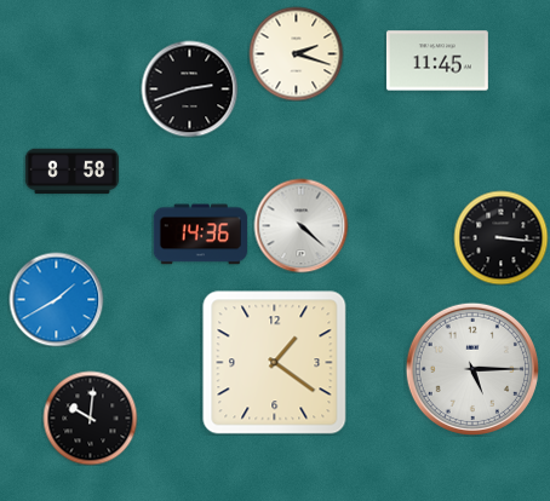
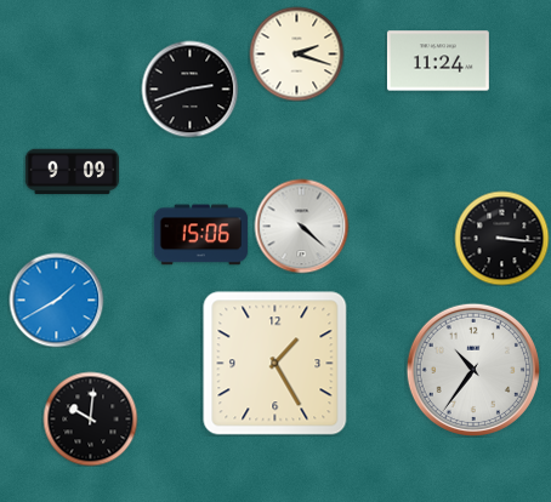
clock at (437, 61): 11:45 -> 11:24
clock at (71, 172): 8:58 -> 9:09
clock at (200, 235): 14:36 -> 15:06
clock at (275, 363): 1:21 -> 1:25
clock at (472, 369): 5:15 -> 10:36
